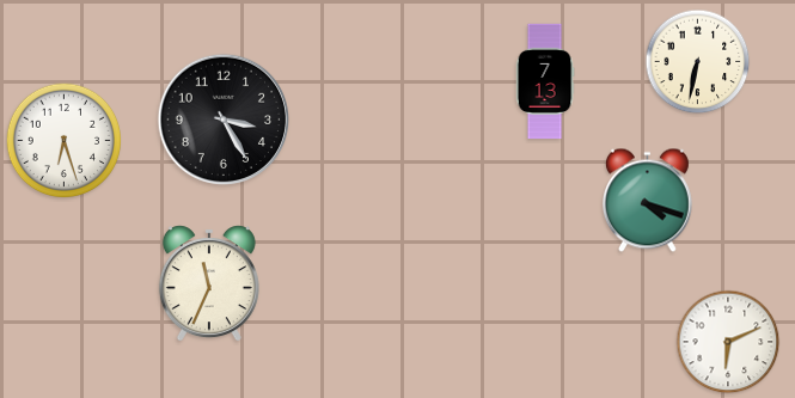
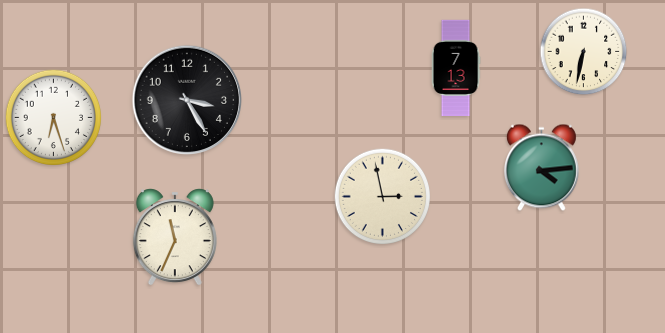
clock at (647, 201): 4:18 -> 4:14
clock at (382, 196): none -> 2:58
clock at (728, 342): 6:11 -> none
